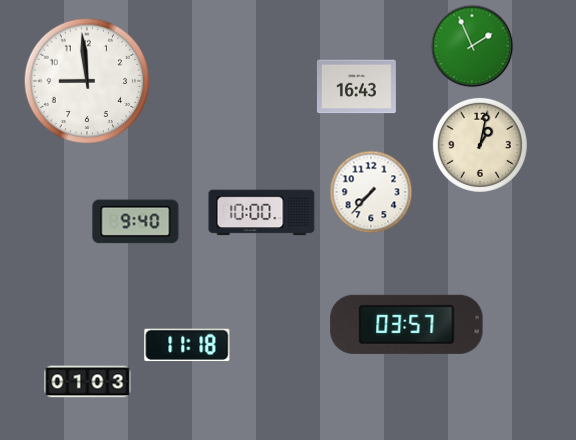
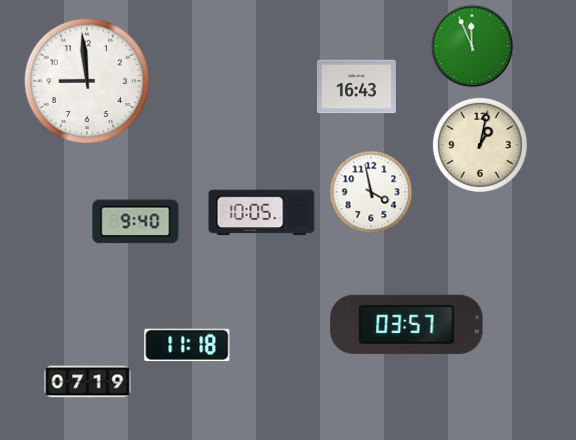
clock at (472, 46): 1:56 -> 11:56
clock at (371, 192): 7:37 -> 3:58
clock at (262, 213): 10:00 -> 10:05
clock at (88, 382): 01:03 -> 07:19
